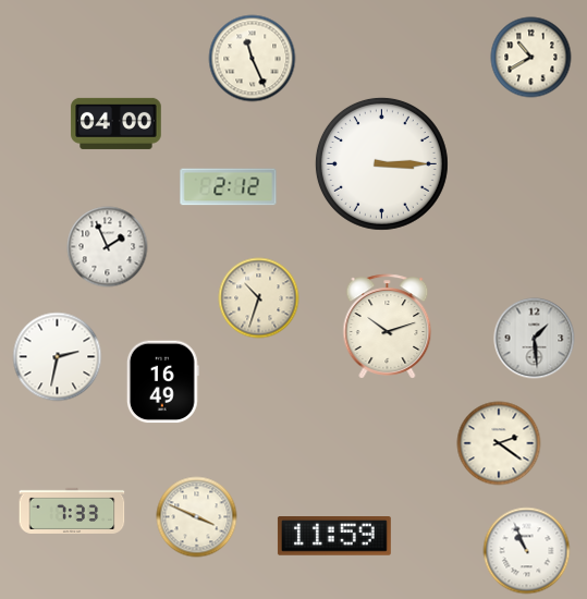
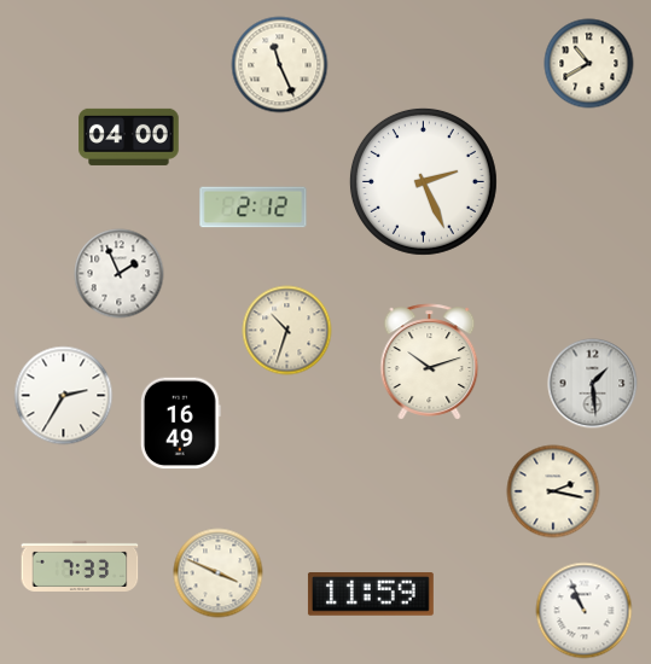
clock at (381, 163): 3:15 -> 2:26
clock at (535, 339) position: (535, 339) -> (593, 384)
clock at (58, 357): 2:32 -> 2:35
clock at (499, 443): 2:21 -> 2:17
